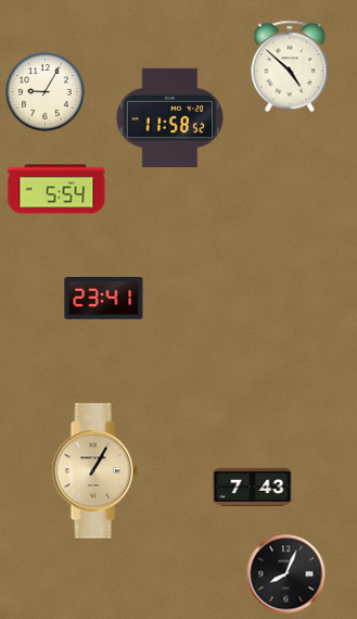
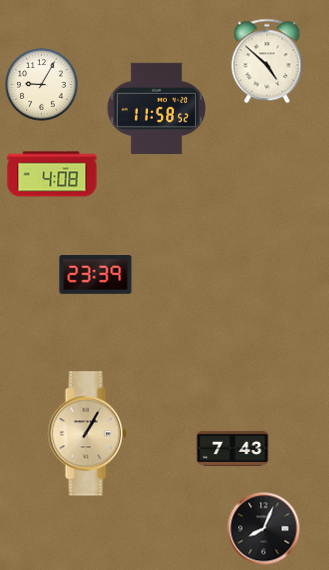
clock at (56, 189): 5:54 -> 4:08
clock at (104, 299): 23:41 -> 23:39
